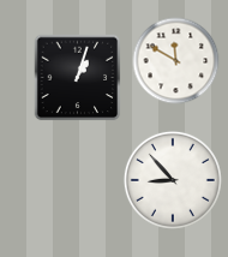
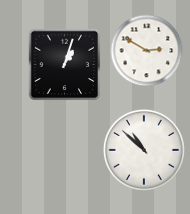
clock at (176, 61): 11:50 -> 2:50
clock at (173, 180): 8:53 -> 10:52
